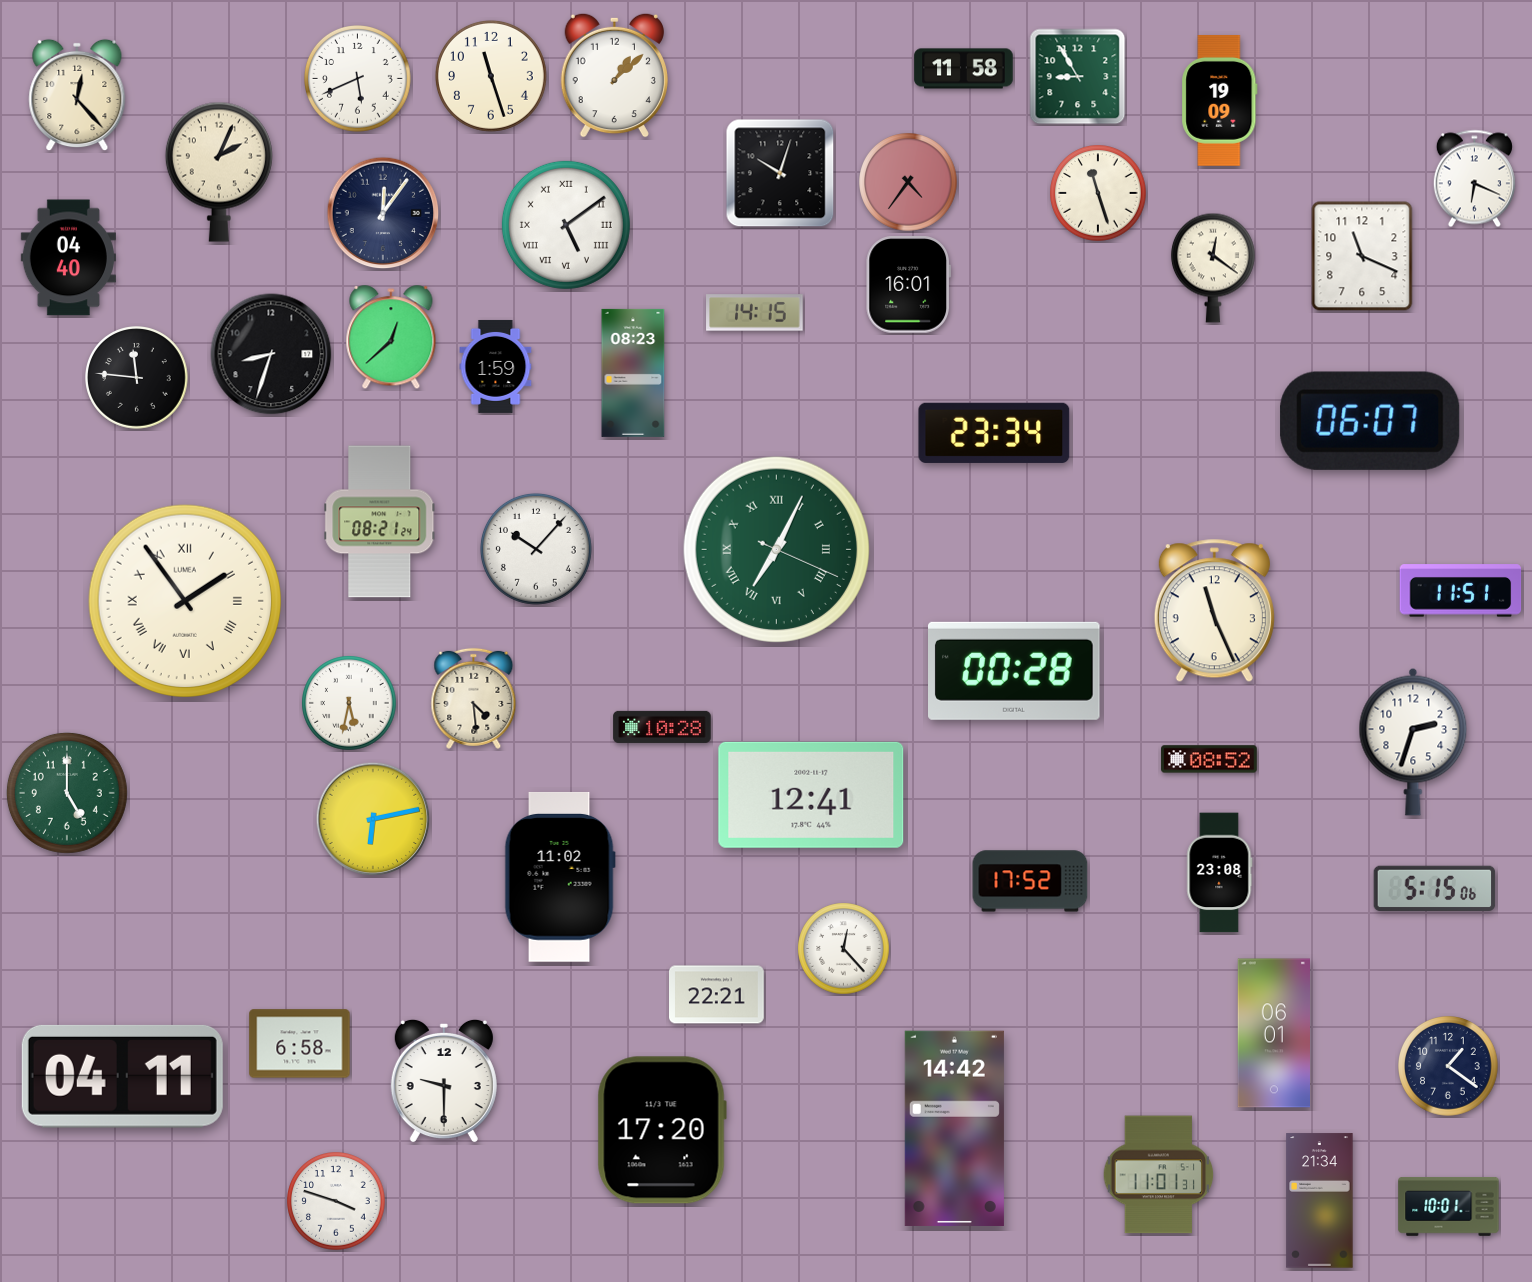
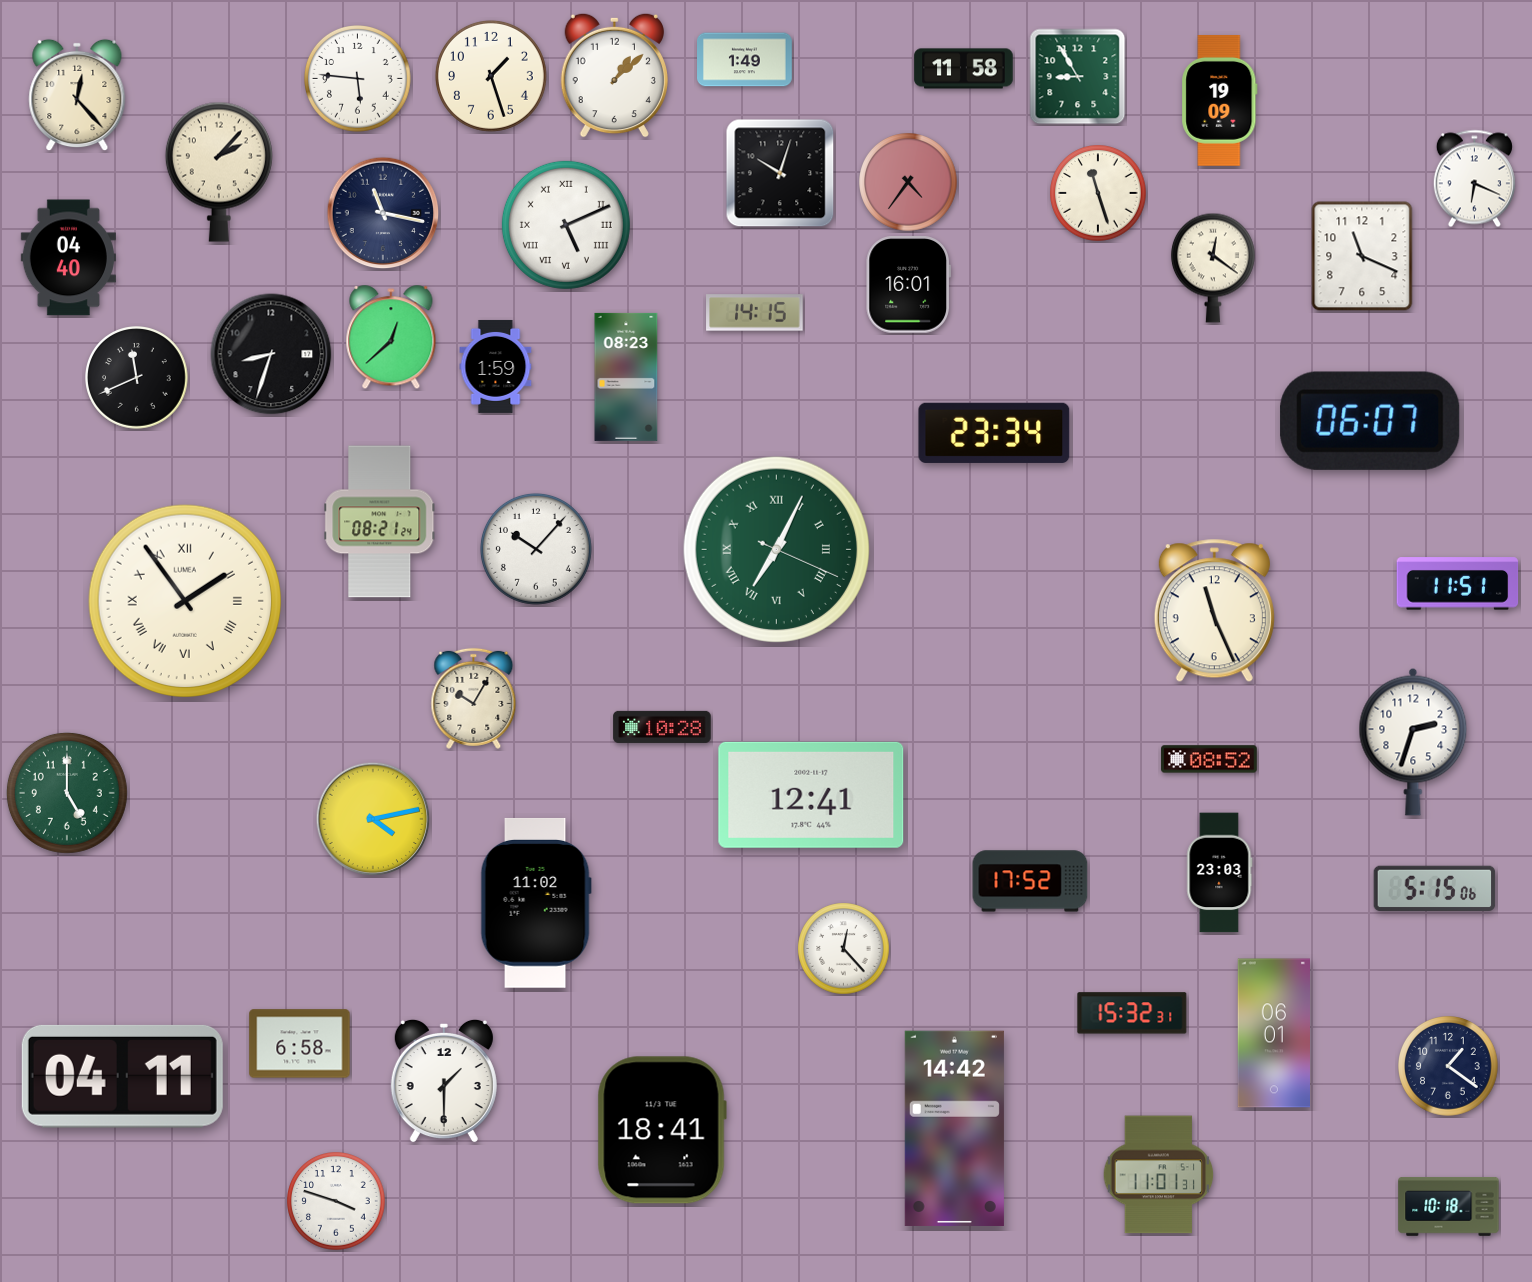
clock at (745, 60): none -> 1:49
clock at (491, 76): 11:27 -> 1:27
clock at (358, 79): 5:41 -> 5:46
clock at (219, 172): 2:04 -> 2:07
clock at (383, 213): 12:06 -> 11:17
clock at (566, 225): 5:09 -> 5:11
clock at (633, 373) position: (633, 373) -> (626, 377)
clock at (137, 378): 11:46 -> 11:41
clock at (1461, 591) position: (1461, 591) -> (1458, 584)
clock at (1015, 671): 00:28 -> none
clock at (474, 698): 4:29 -> 10:05
clock at (349, 703): 5:32 -> none
clock at (373, 819): 6:13 -> 4:13
clock at (1220, 873): 23:08 -> 23:03
clock at (560, 877) position: (560, 877) -> (536, 903)
clock at (717, 995): 22:21 -> none
clock at (1132, 1013): none -> 15:32
clock at (444, 1081): 9:30 -> 1:30
clock at (662, 1130): 17:20 -> 18:41
clock at (1320, 1201): 21:34 -> none
clock at (1449, 1207): 10:01 -> 10:18
